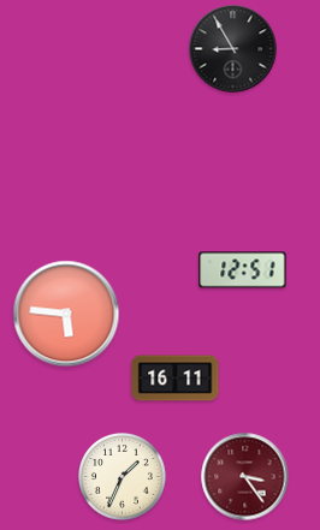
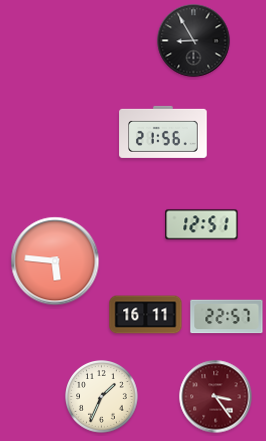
clock at (163, 132): none -> 21:56
clock at (227, 317): none -> 22:57
clock at (245, 477) position: (245, 477) -> (216, 397)
